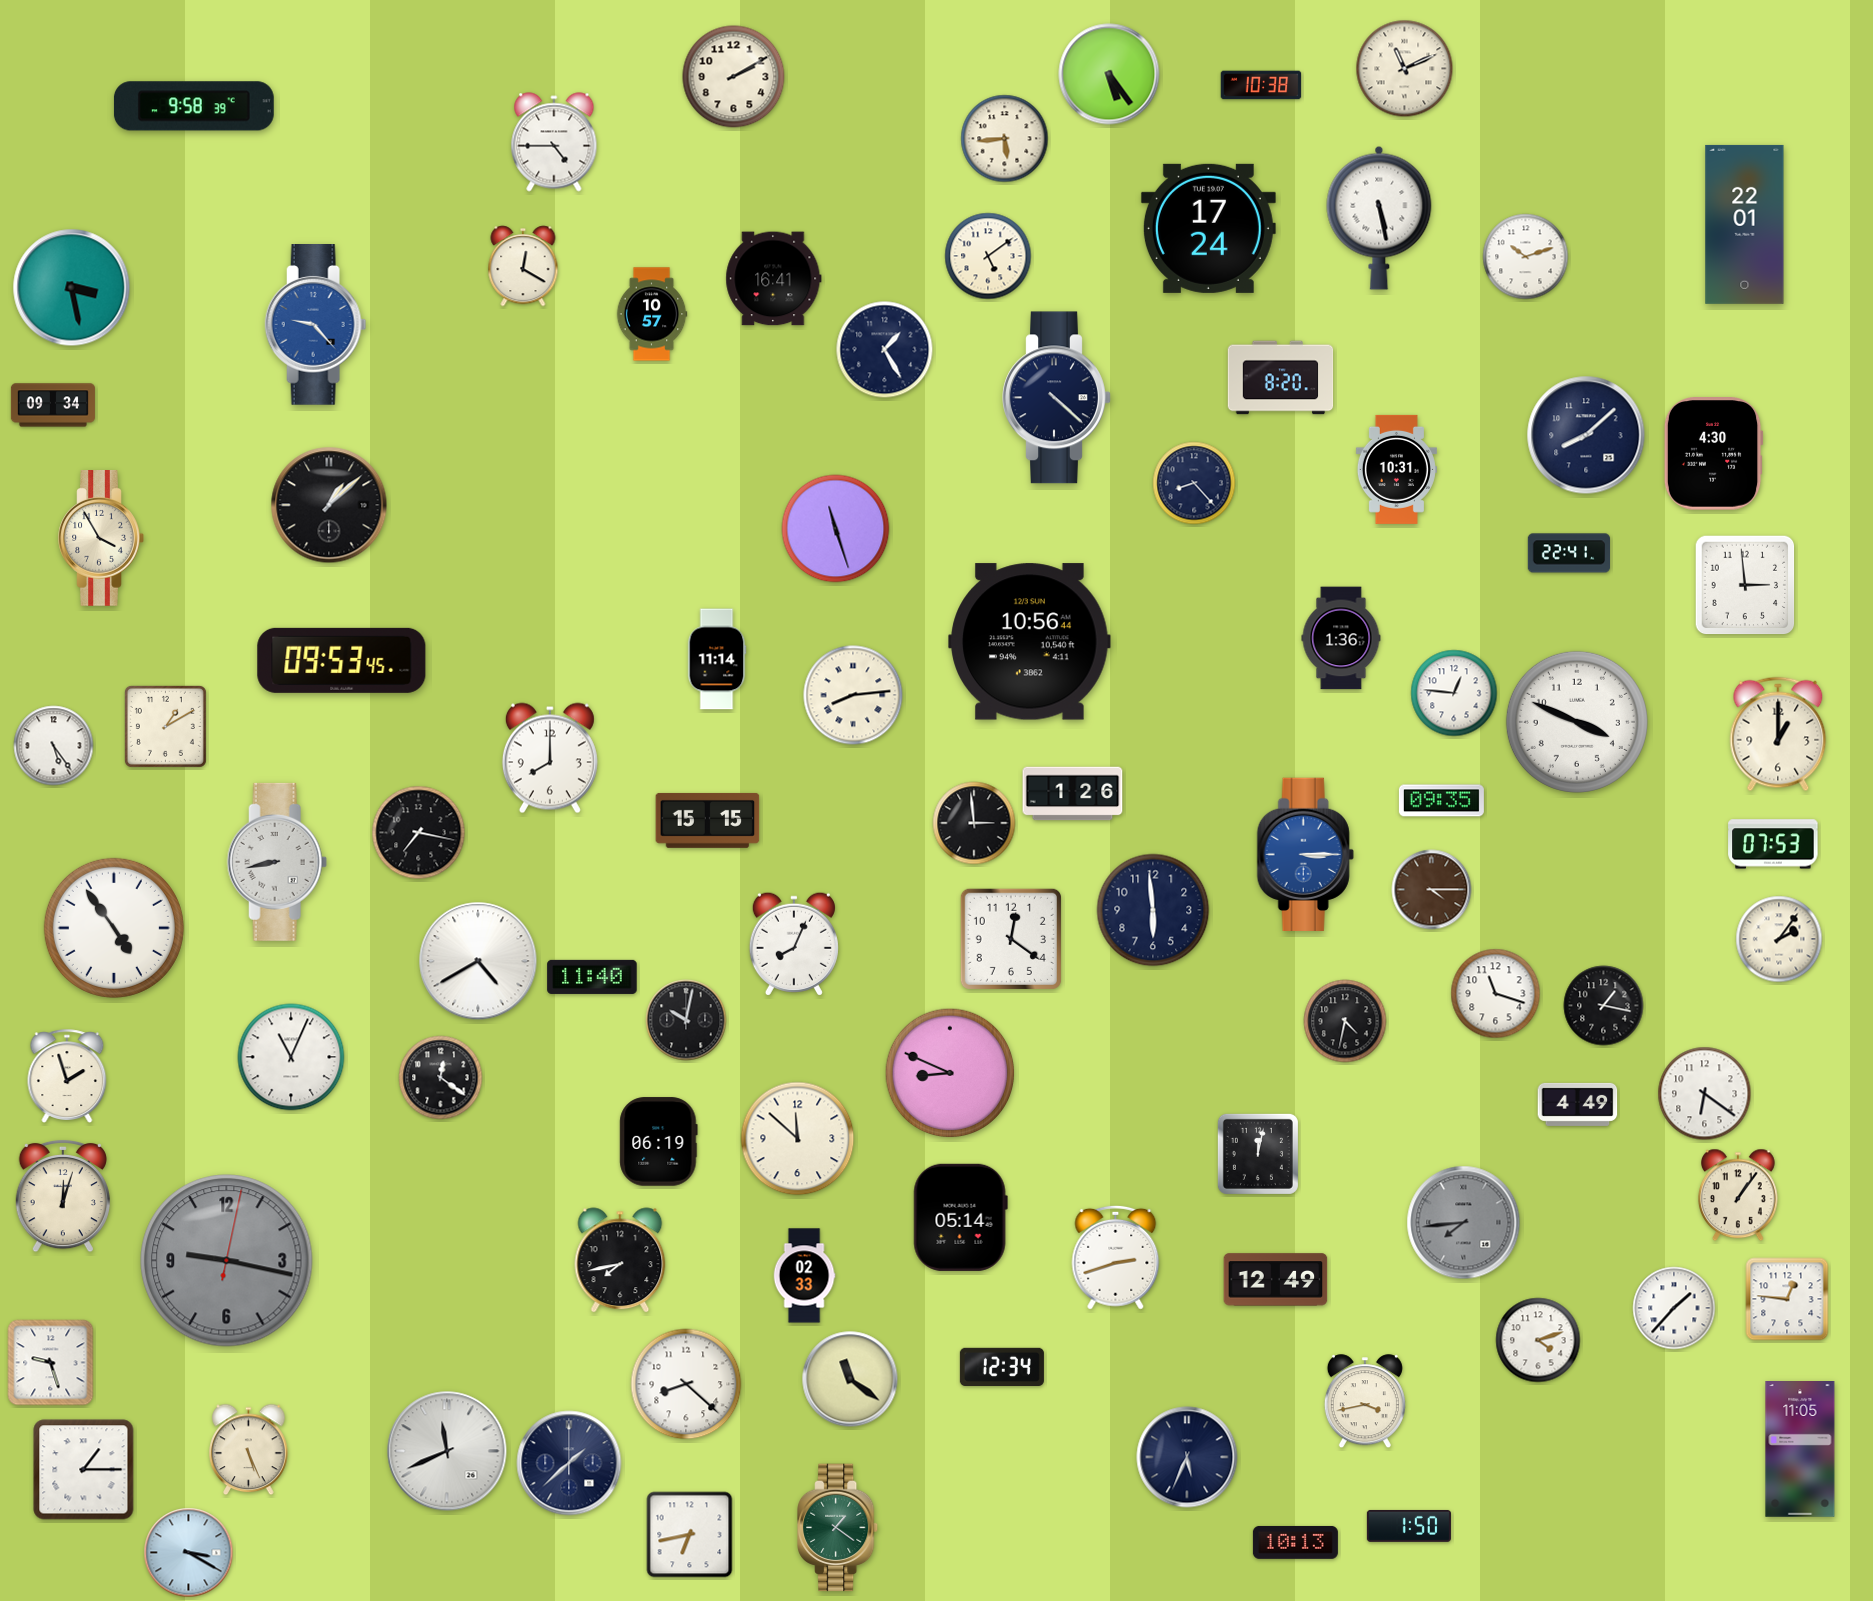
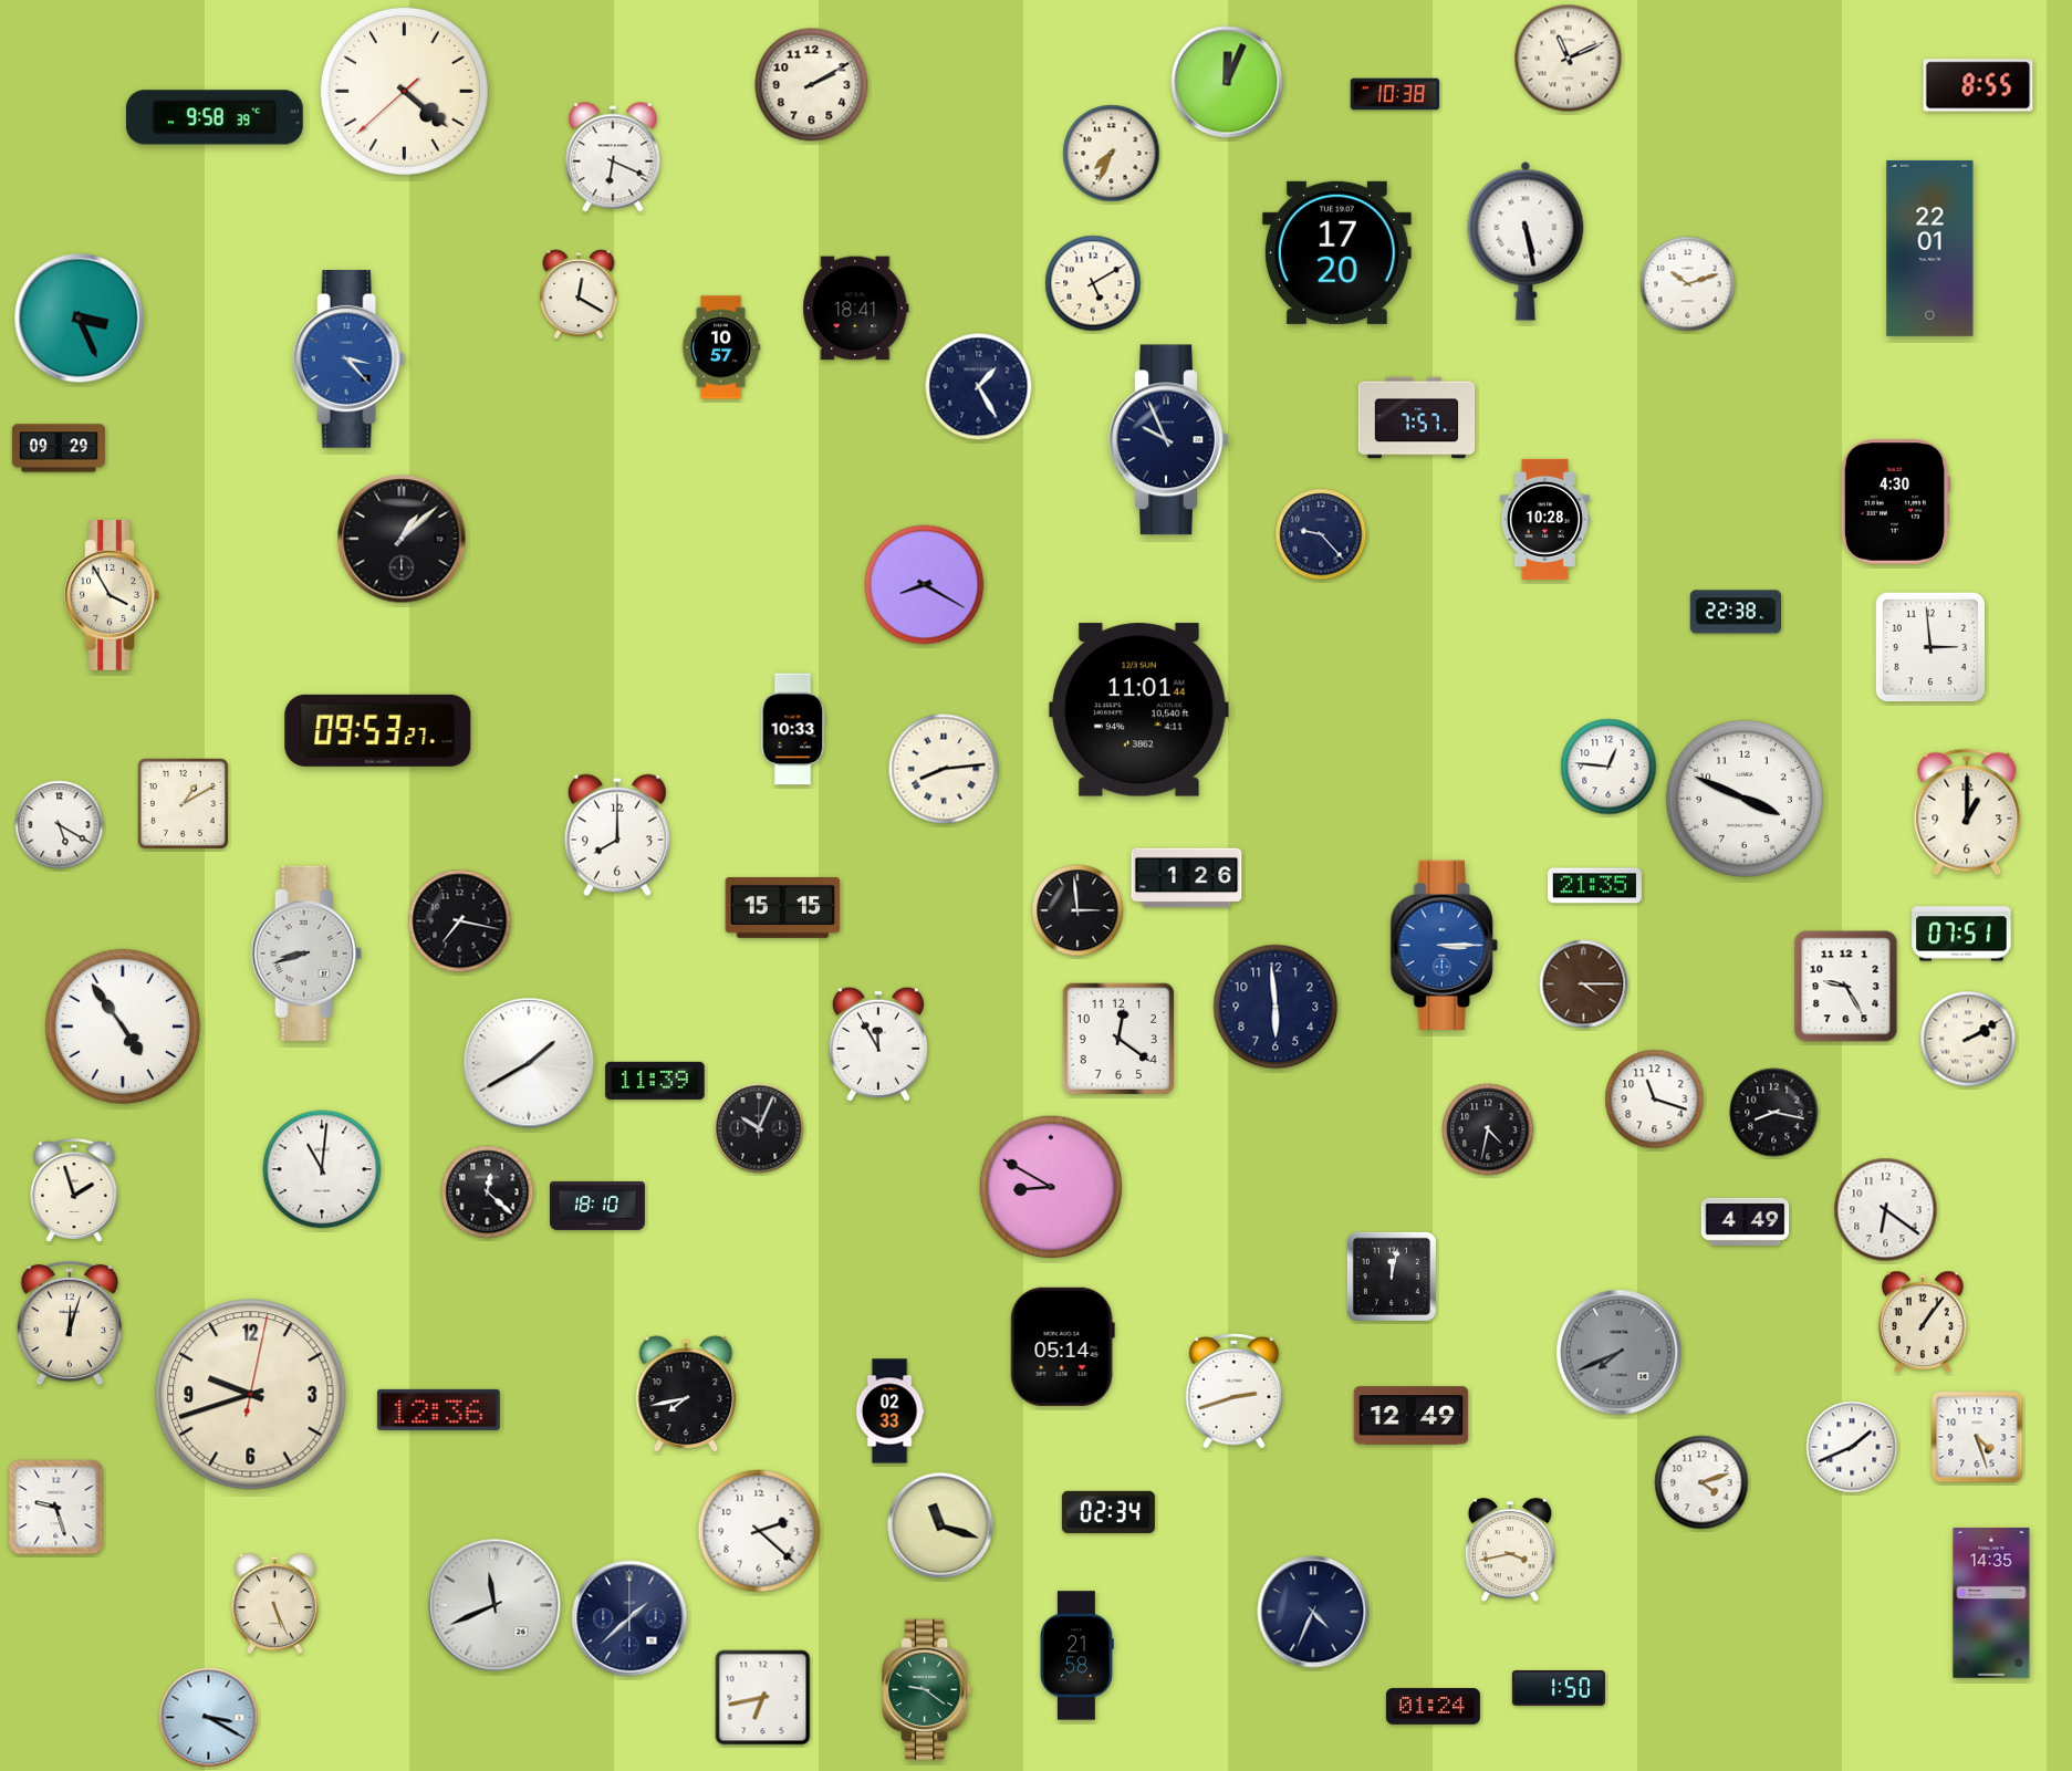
clock at (1405, 69) position: (1405, 69) -> (1569, 59)
clock at (1109, 74): 5:24 -> 12:04
clock at (1978, 85): none -> 8:55
clock at (404, 91): none -> 4:21
clock at (1005, 139): 5:44 -> 7:34
clock at (554, 142): 4:45 -> 6:19
clock at (1208, 228): 17:24 -> 17:20
clock at (988, 256): 5:09 -> 5:10
clock at (774, 279): 16:41 -> 18:41
clock at (72, 288): 3:28 -> 3:26
clock at (316, 325): 9:23 -> 3:23
clock at (1281, 378): 8:20 -> 7:57
clock at (1057, 398): 4:22 -> 9:56
clock at (53, 405): 09:34 -> 09:29
clock at (1586, 435): 8:08 -> none
clock at (1396, 469): 10:31 -> 10:28
clock at (1194, 483): 8:23 -> 9:23
clock at (329, 505) position: (329, 505) -> (402, 539)
clock at (836, 529): 11:27 -> 8:20
clock at (1568, 553): 22:41 -> 22:38
clock at (1341, 638): 1:36 -> none
clock at (1030, 642): 10:56 -> 11:01
clock at (717, 659): 11:14 -> 10:33
clock at (342, 660): 09:53:45 -> 09:53:27
clock at (54, 746): 5:24 -> 5:20
clock at (550, 758) position: (550, 758) -> (617, 835)
clock at (1441, 801): 09:35 -> 21:35
clock at (419, 833) position: (419, 833) -> (460, 921)
clock at (1773, 844): 07:53 -> 07:51
clock at (277, 862): 8:43 -> 8:42
clock at (1846, 987): none -> 9:25
clock at (114, 928) position: (114, 928) -> (123, 1027)
clock at (1779, 939): 2:06 -> 2:10
clock at (794, 944): 8:04 -> 11:55
clock at (478, 961): 4:40 -> 1:40
clock at (592, 977): 11:40 -> 11:39
clock at (1604, 1006): 1:17 -> 8:17
clock at (686, 1020): 10:02 -> 10:04
clock at (291, 1057): 11:04 -> 11:01
clock at (950, 1073): 8:49 -> 8:50
clock at (441, 1078): 12:21 -> 12:22
clock at (598, 1206): none -> 18:10
clock at (798, 1139): 11:52 -> none
clock at (659, 1142): 06:19 -> none
clock at (1464, 1223): 7:44 -> 7:41
clock at (227, 1261): 9:17 -> 9:42
clock at (227, 1261) dial: grey -> cream
clock at (438, 1409): none -> 12:36
clock at (1787, 1299): 12:46 -> 4:27
clock at (1674, 1308): 1:37 -> 1:41
clock at (1002, 1366): 12:34 -> 02:34
clock at (850, 1379): 11:21 -> 11:18
clock at (686, 1384): 8:22 -> 2:22
clock at (1800, 1450): 11:05 -> 14:35
clock at (1187, 1457): 5:34 -> 4:34
clock at (84, 1470): 1:15 -> none
clock at (1077, 1656): none -> 21:58
clock at (839, 1528): 1:21 -> 9:21
clock at (1295, 1543): 10:13 -> 01:24
